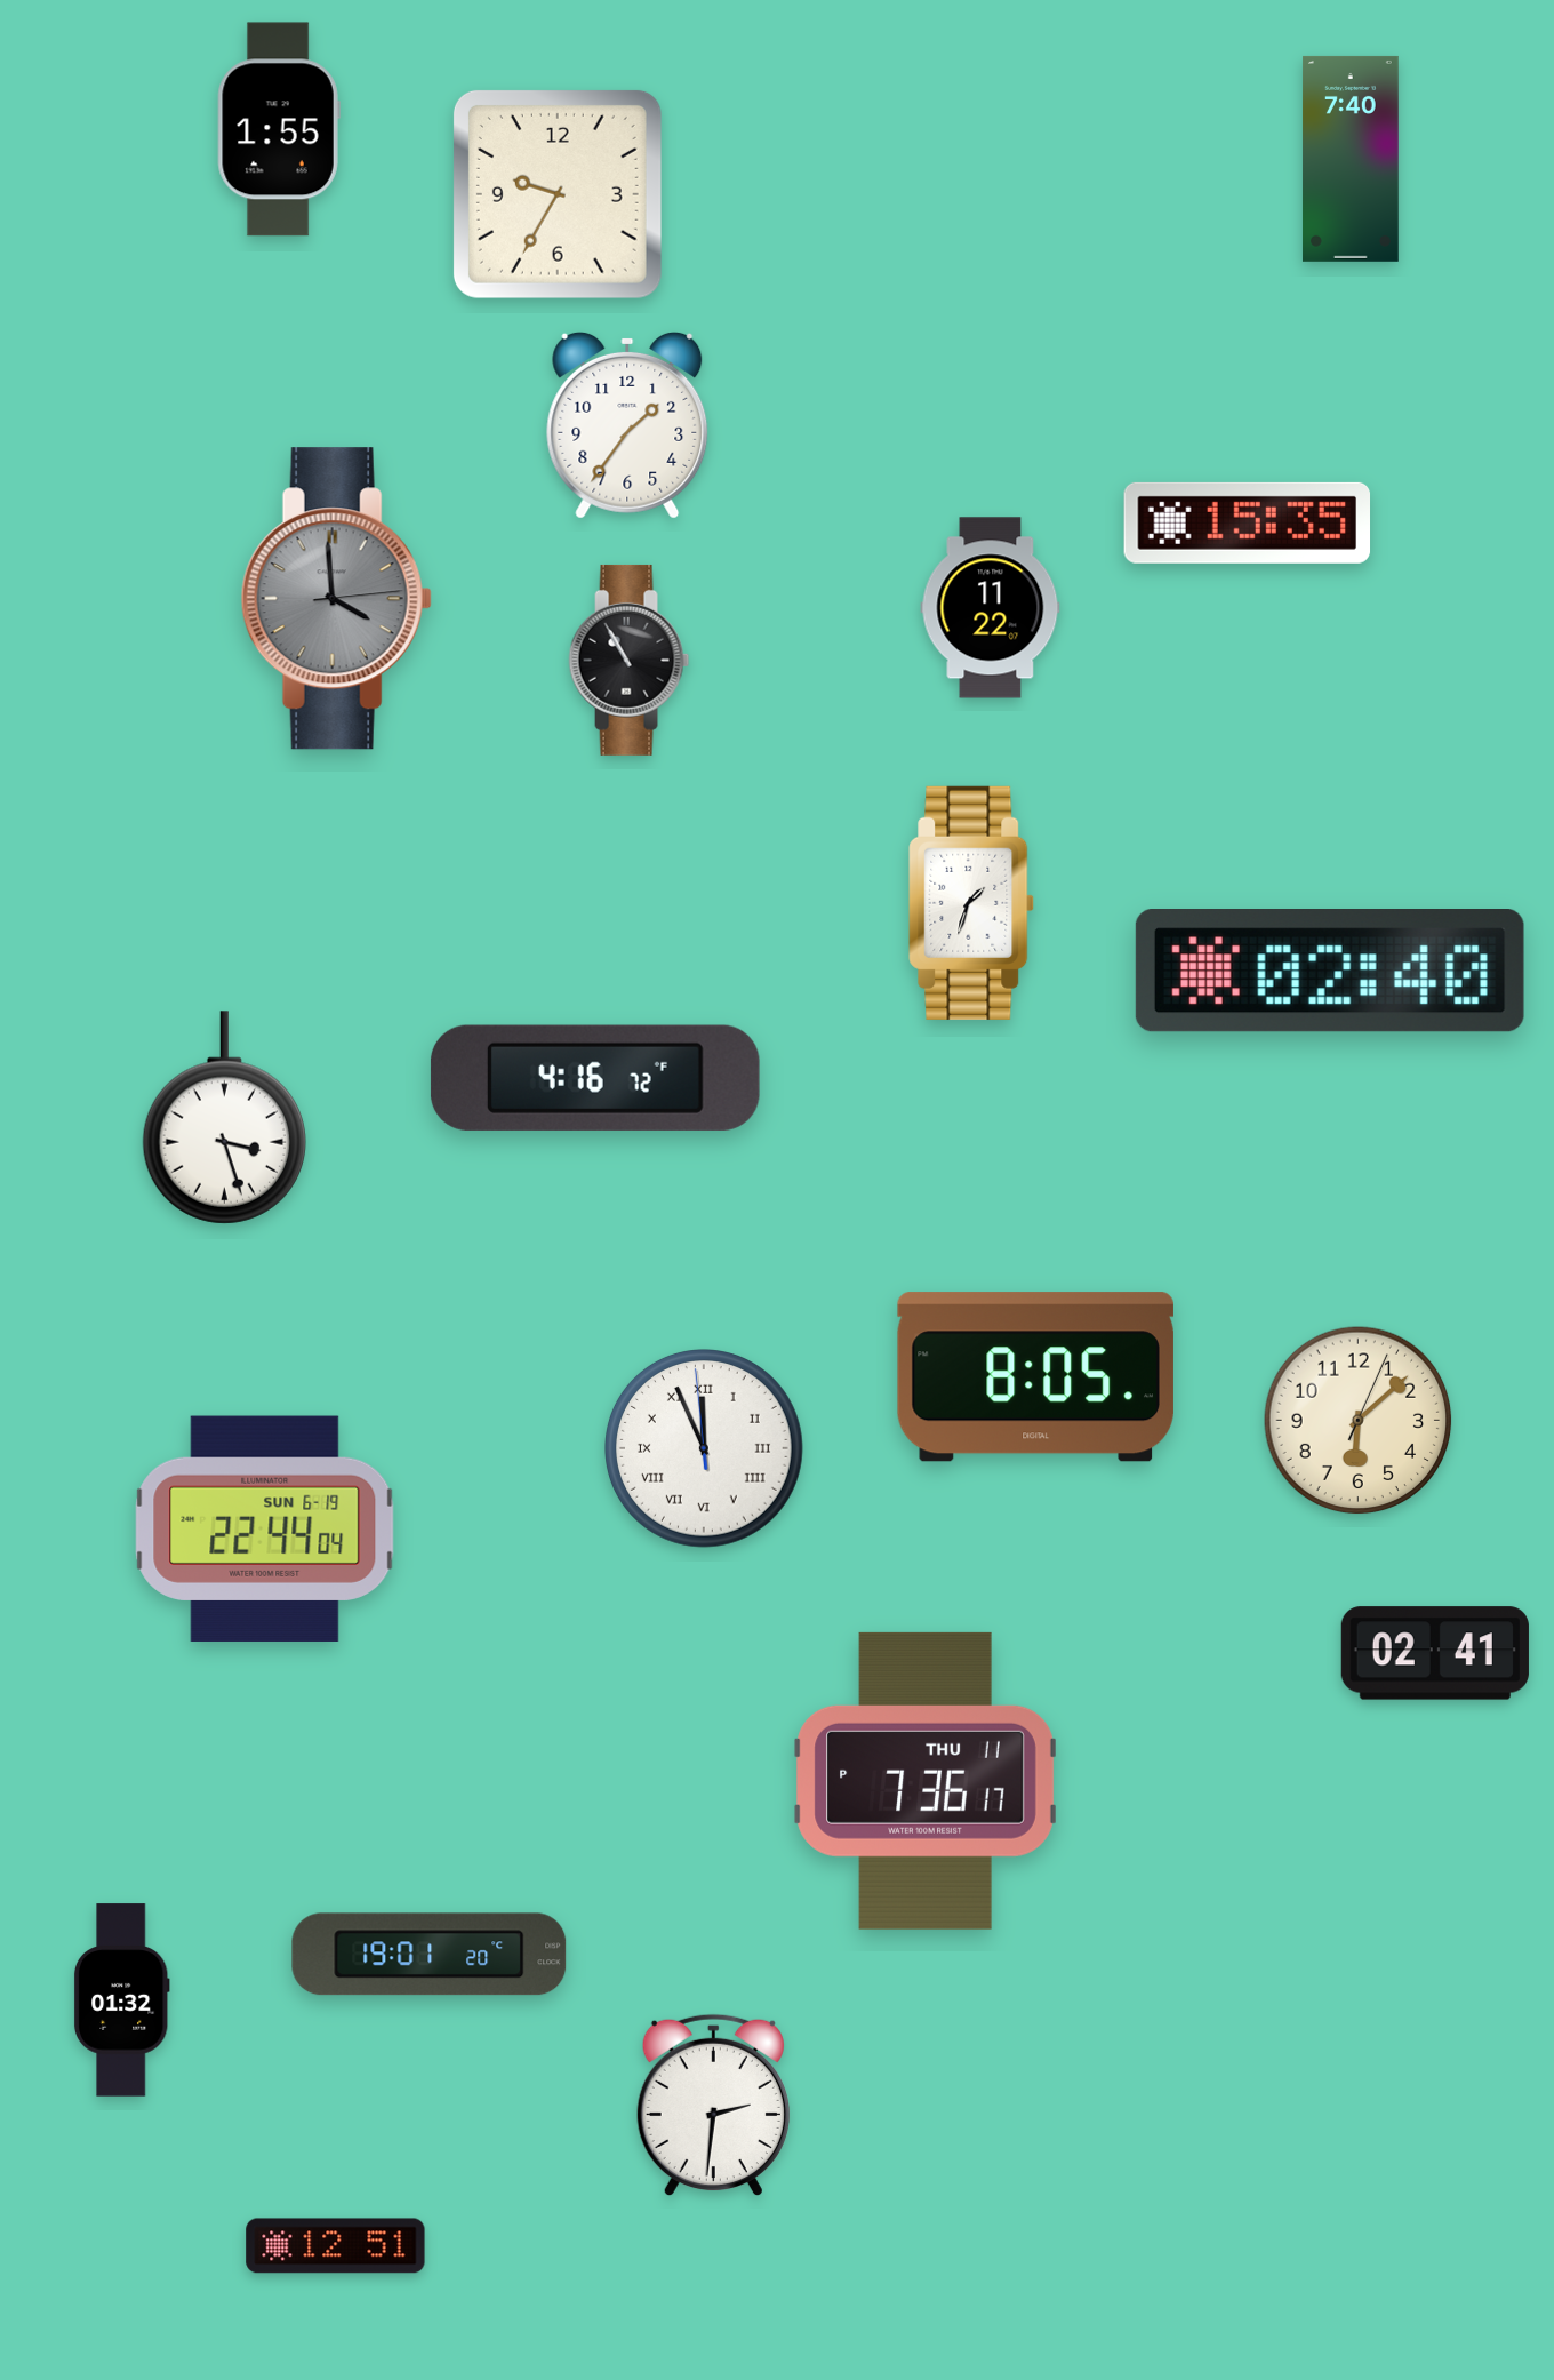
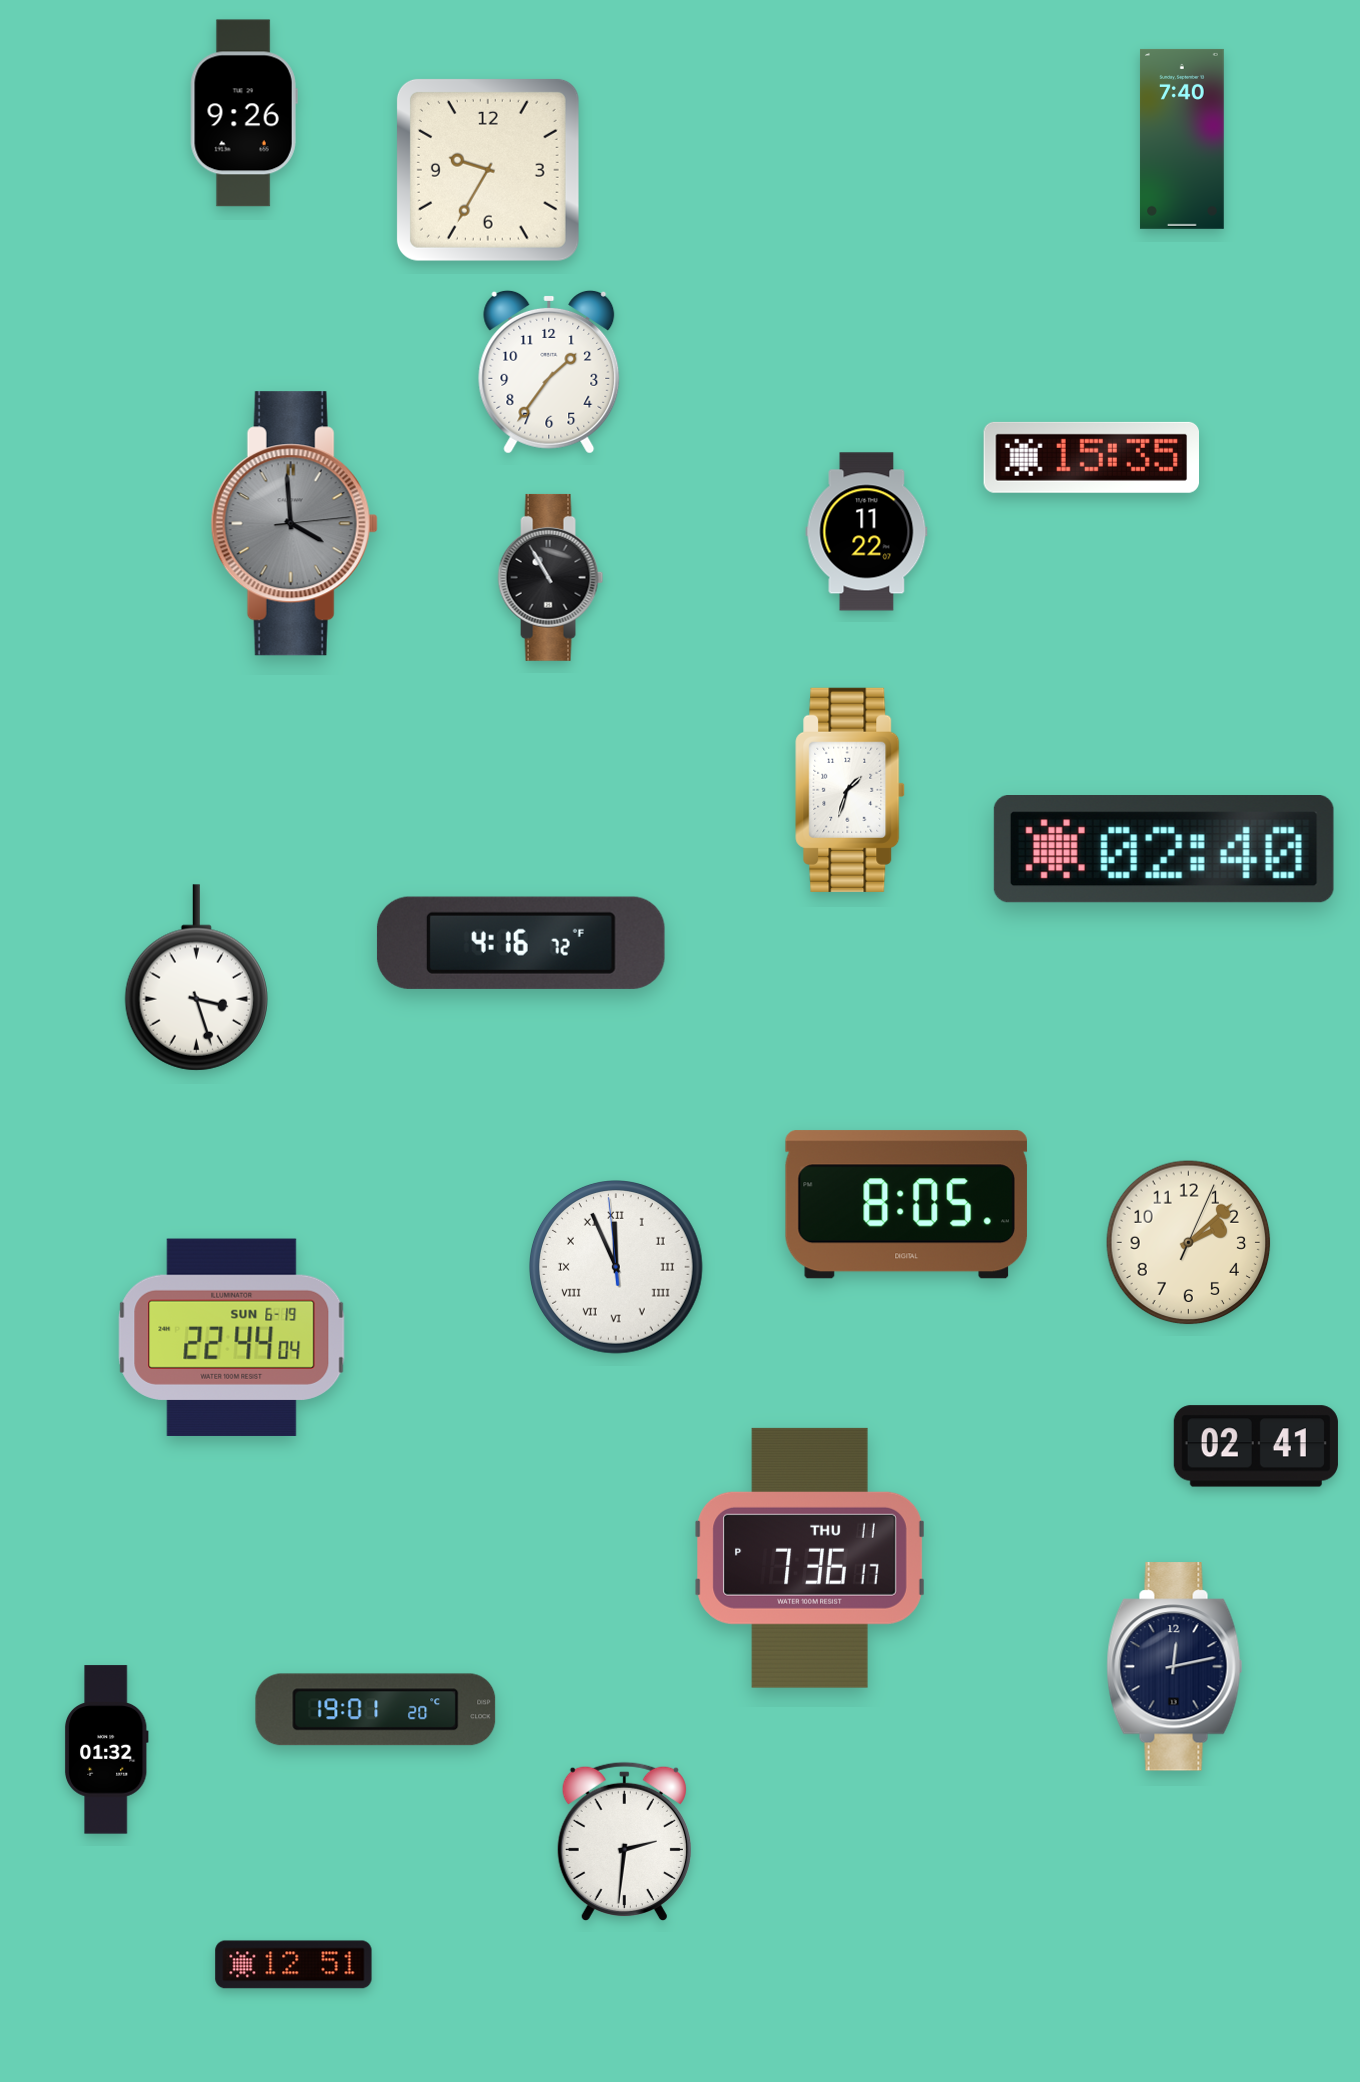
clock at (279, 129): 1:55 -> 9:26
clock at (1359, 1421): 6:08 -> 2:08
clock at (1175, 1667): none -> 12:13
